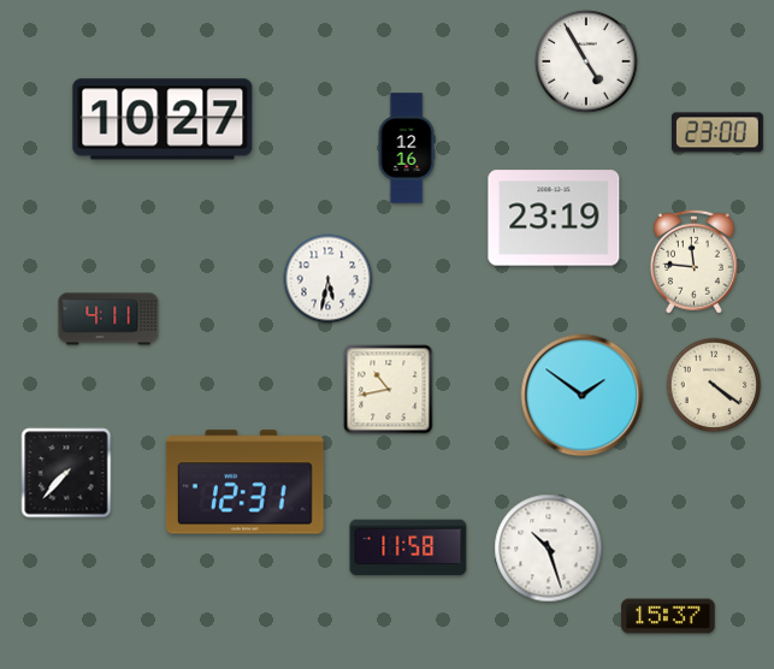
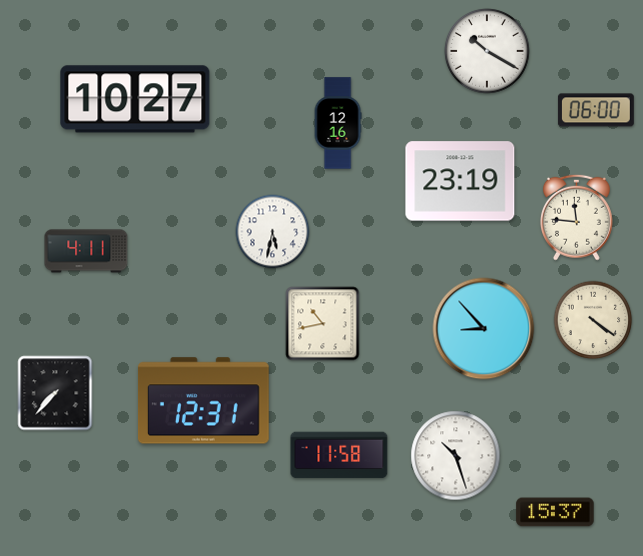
clock at (587, 63): 4:55 -> 10:20
clock at (717, 132): 23:00 -> 06:00
clock at (108, 319) position: (108, 319) -> (86, 251)
clock at (583, 396): 1:51 -> 8:53
